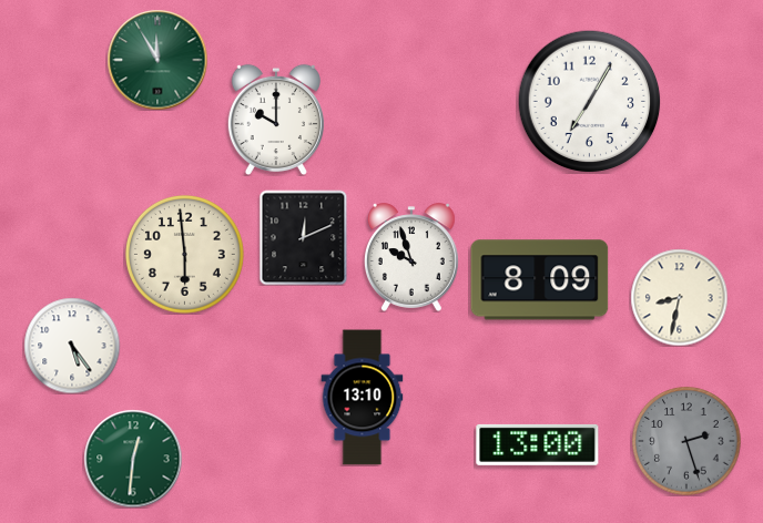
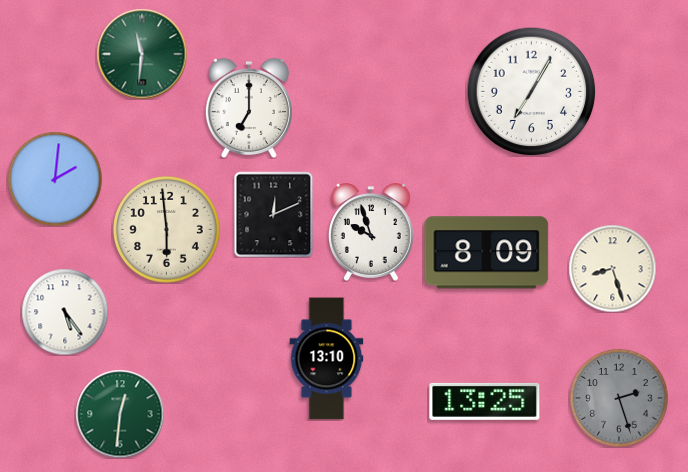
clock at (157, 60): 11:55 -> 11:31
clock at (276, 120): 10:00 -> 7:00
clock at (55, 179): none -> 2:01
clock at (679, 297): 8:32 -> 8:27
clock at (538, 444): 13:00 -> 13:25
